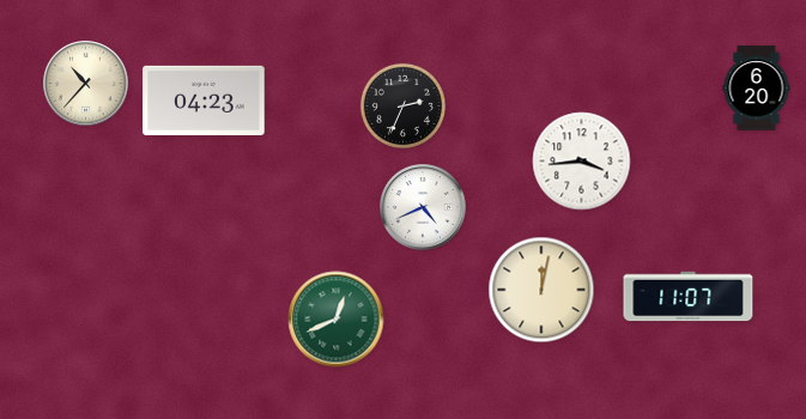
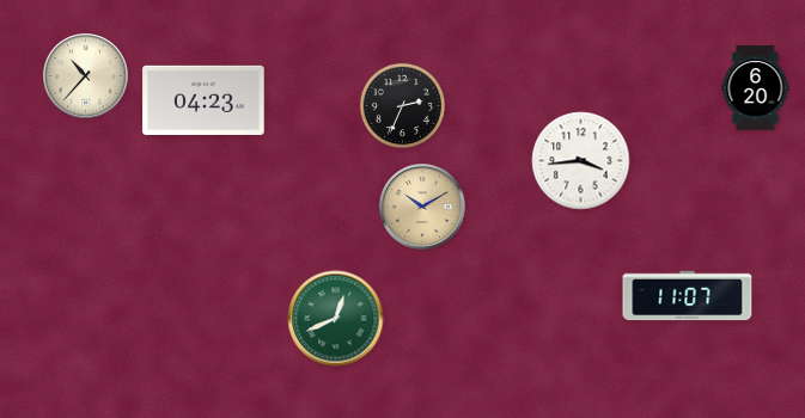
clock at (86, 84) position: (86, 84) -> (86, 76)
clock at (423, 207): 4:41 -> 10:10
clock at (423, 207) dial: white -> champagne
clock at (541, 290): 12:02 -> none
